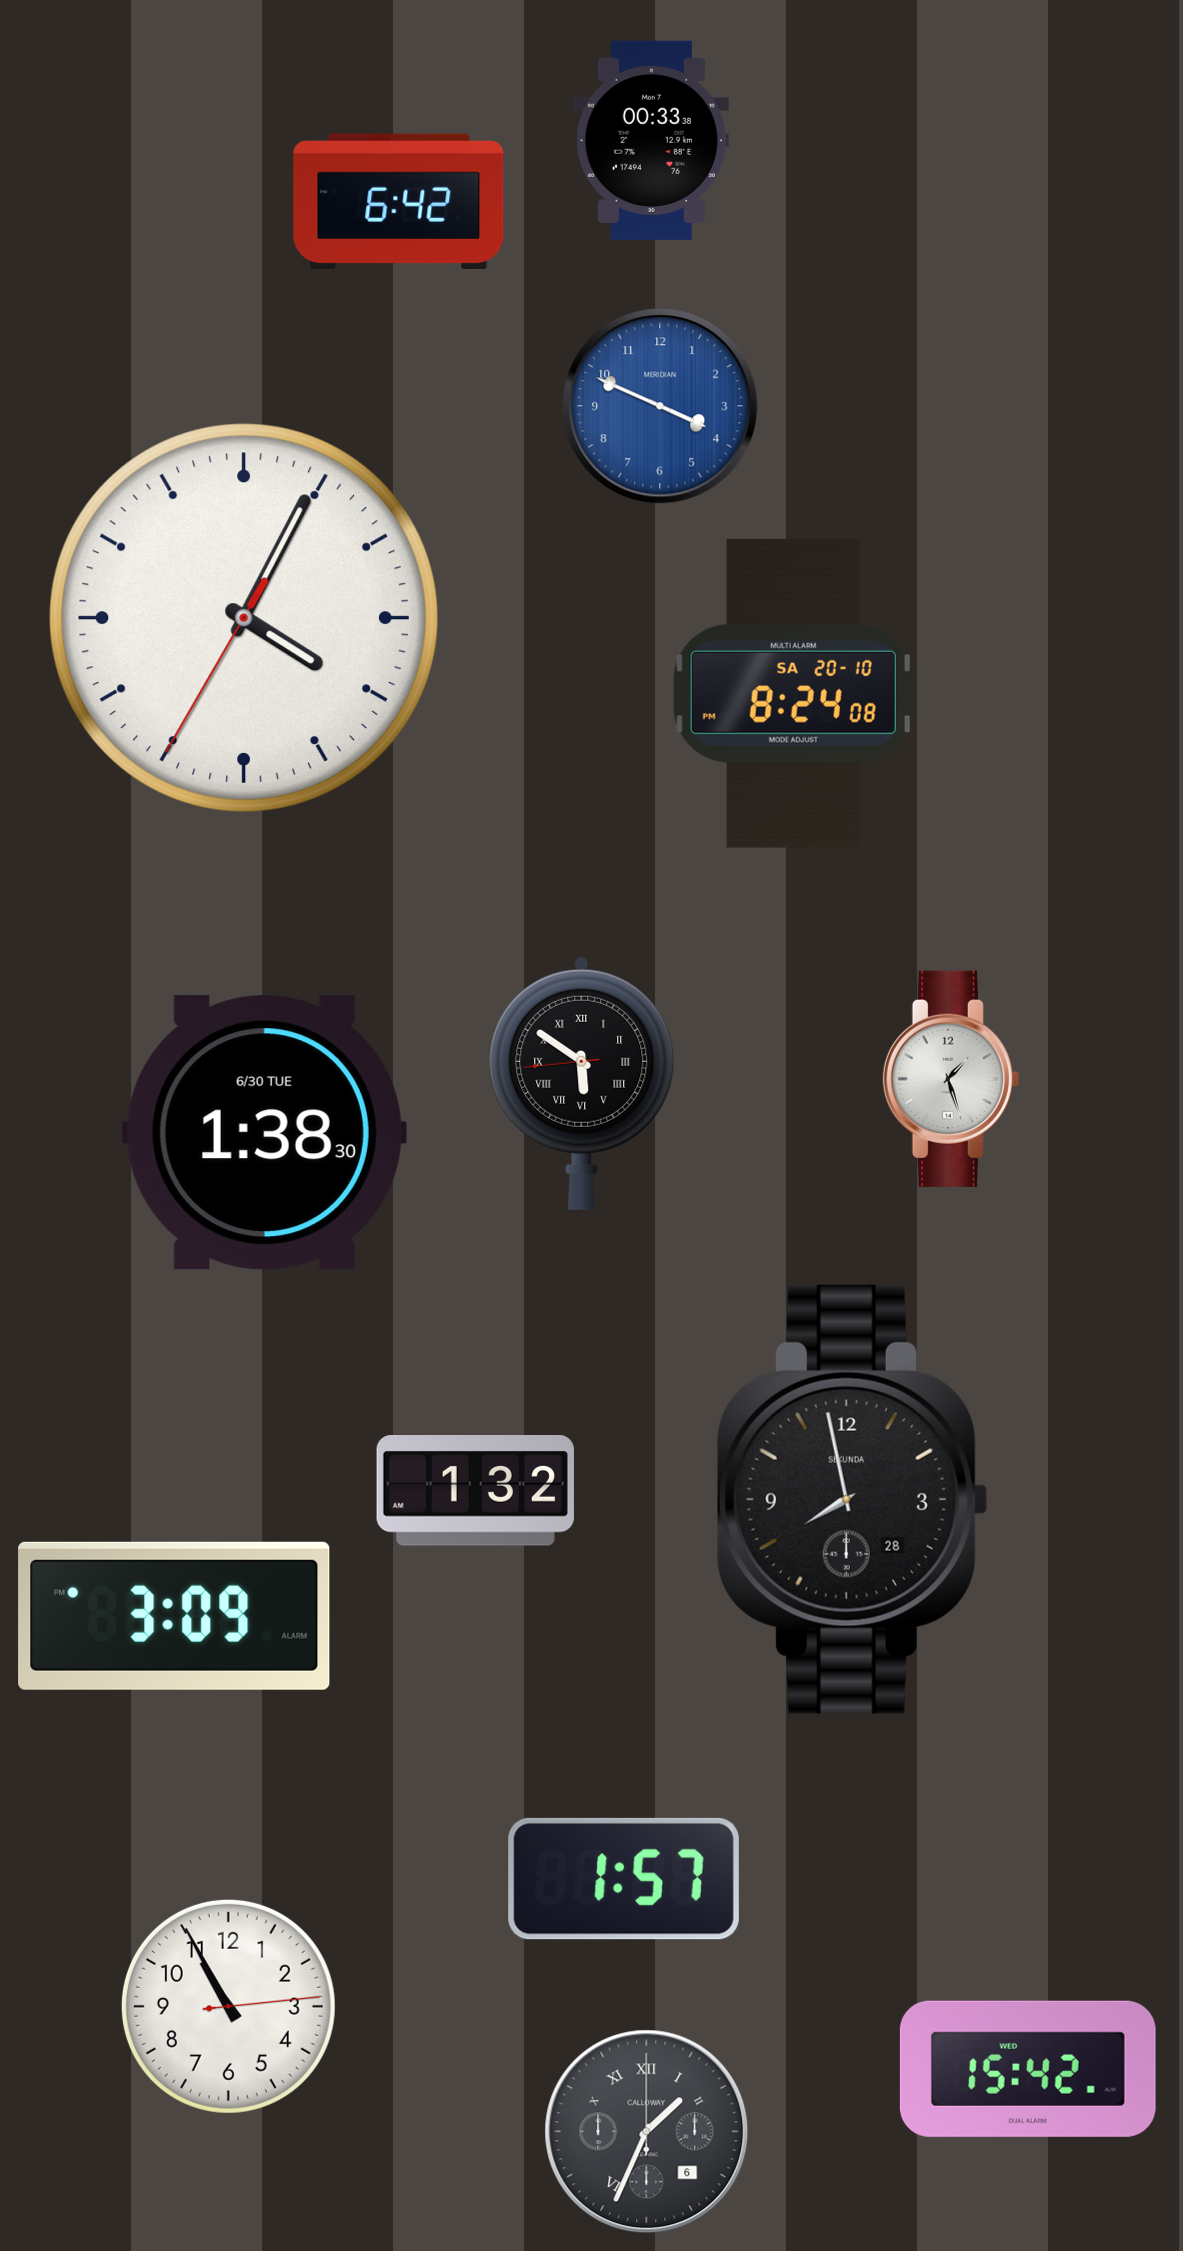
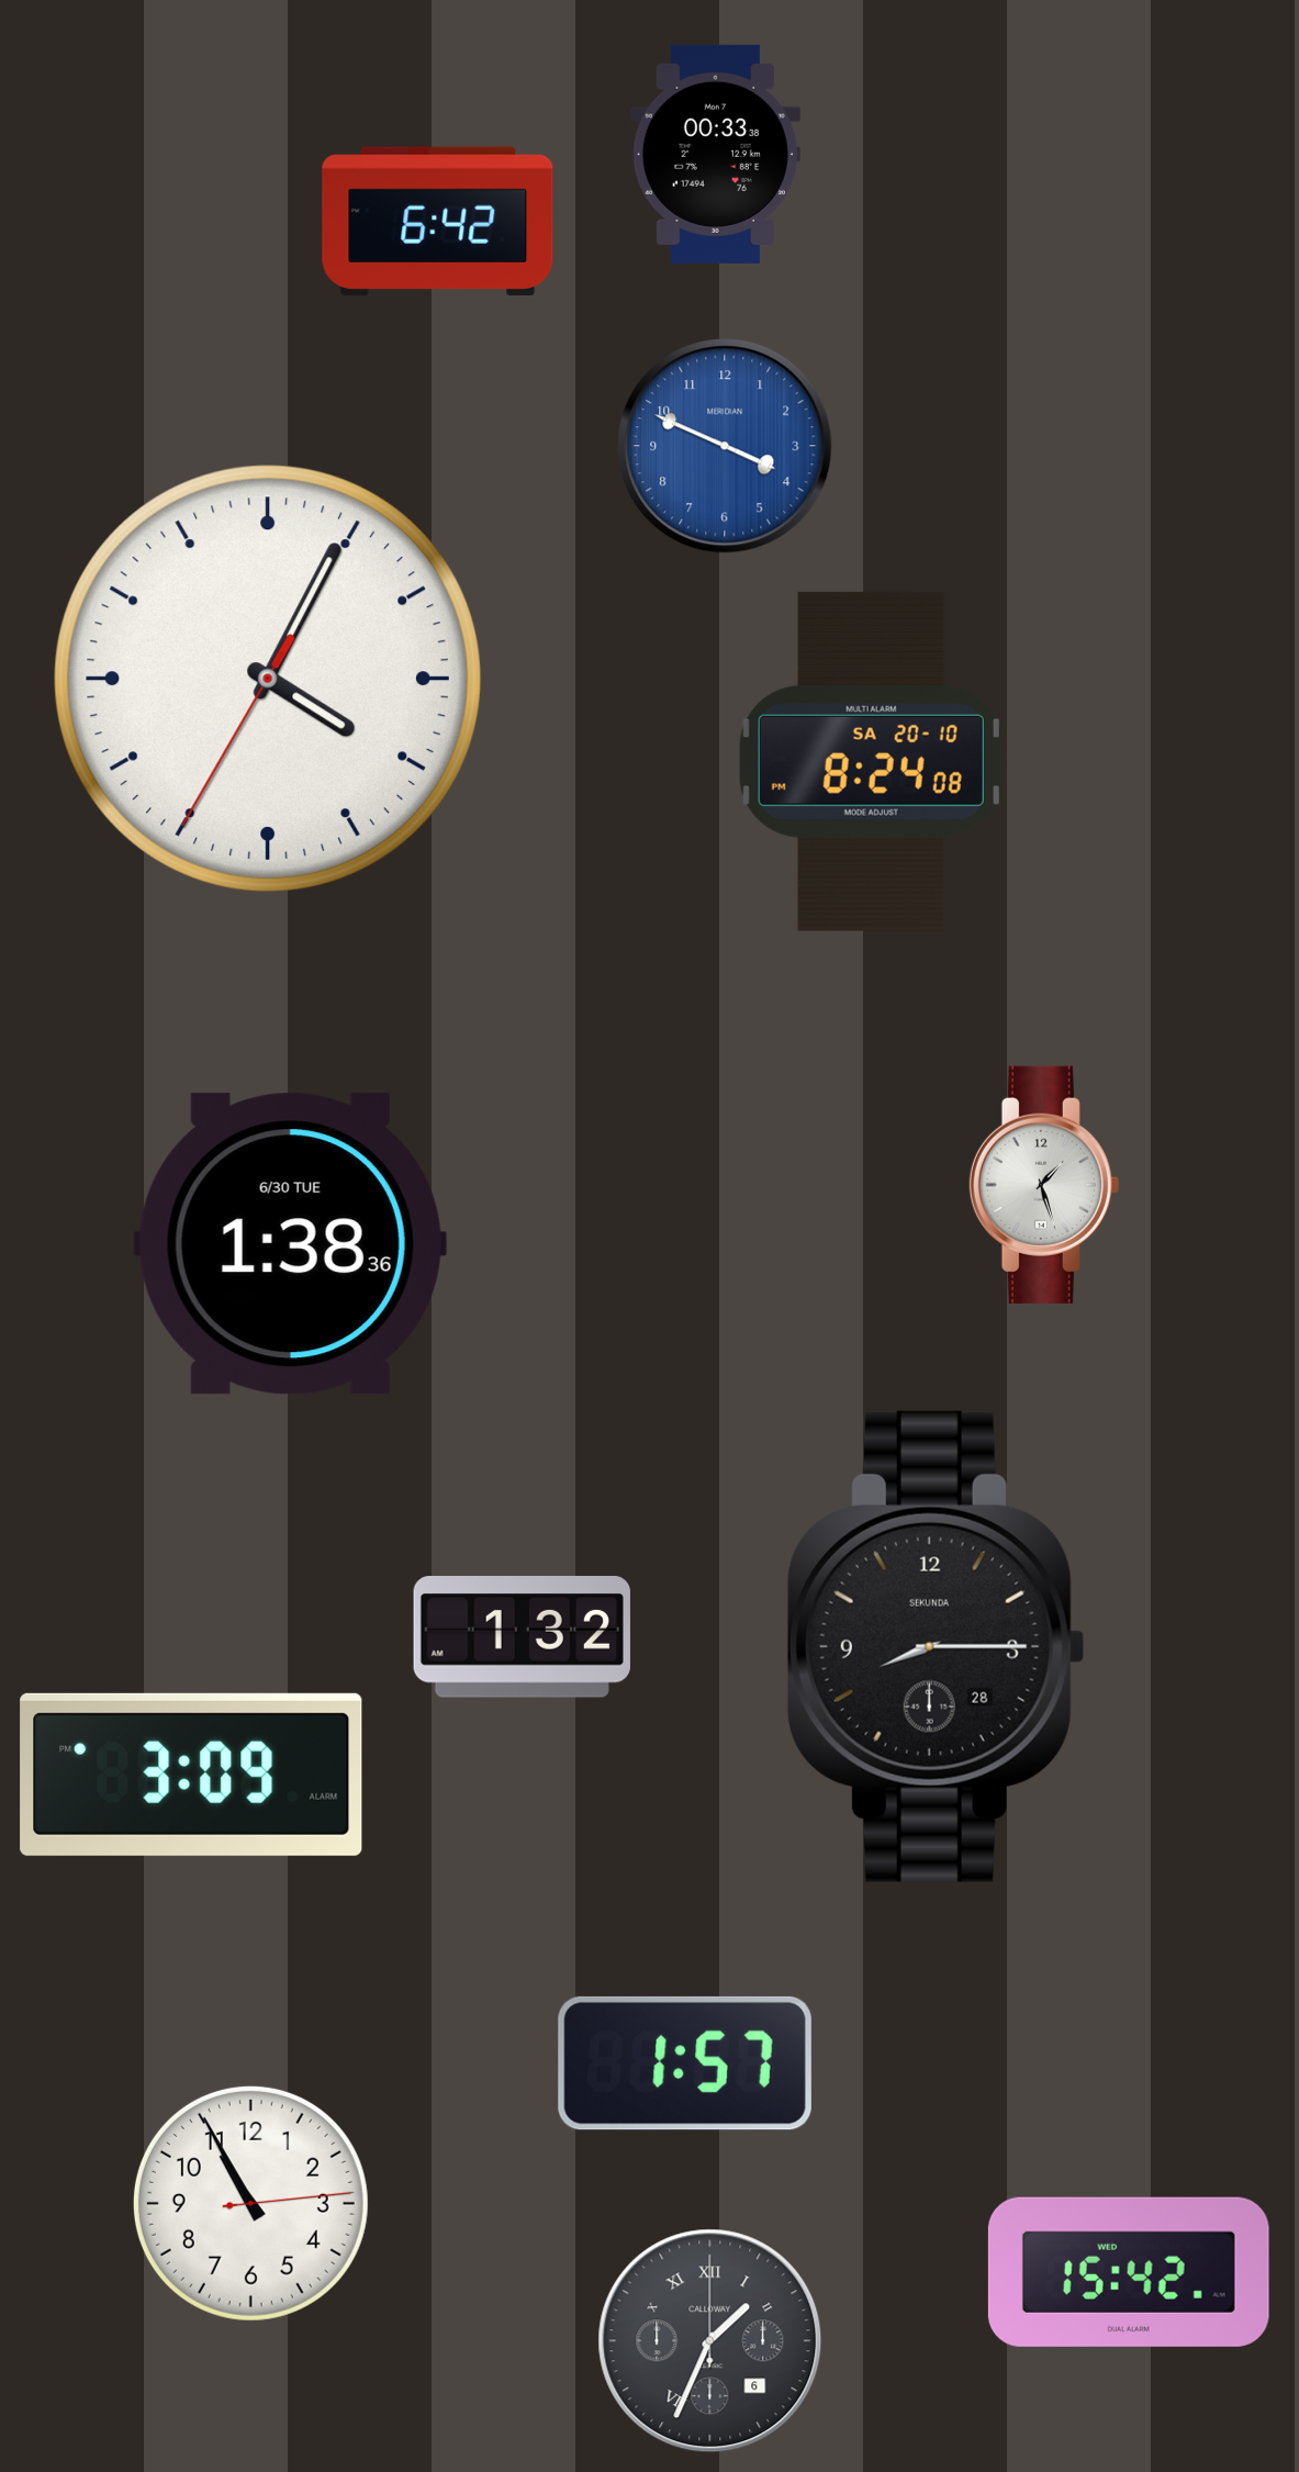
clock at (582, 1083): 5:50 -> none
clock at (264, 1133): 1:38:30 -> 1:38:36
clock at (852, 1499): 7:58 -> 8:15
